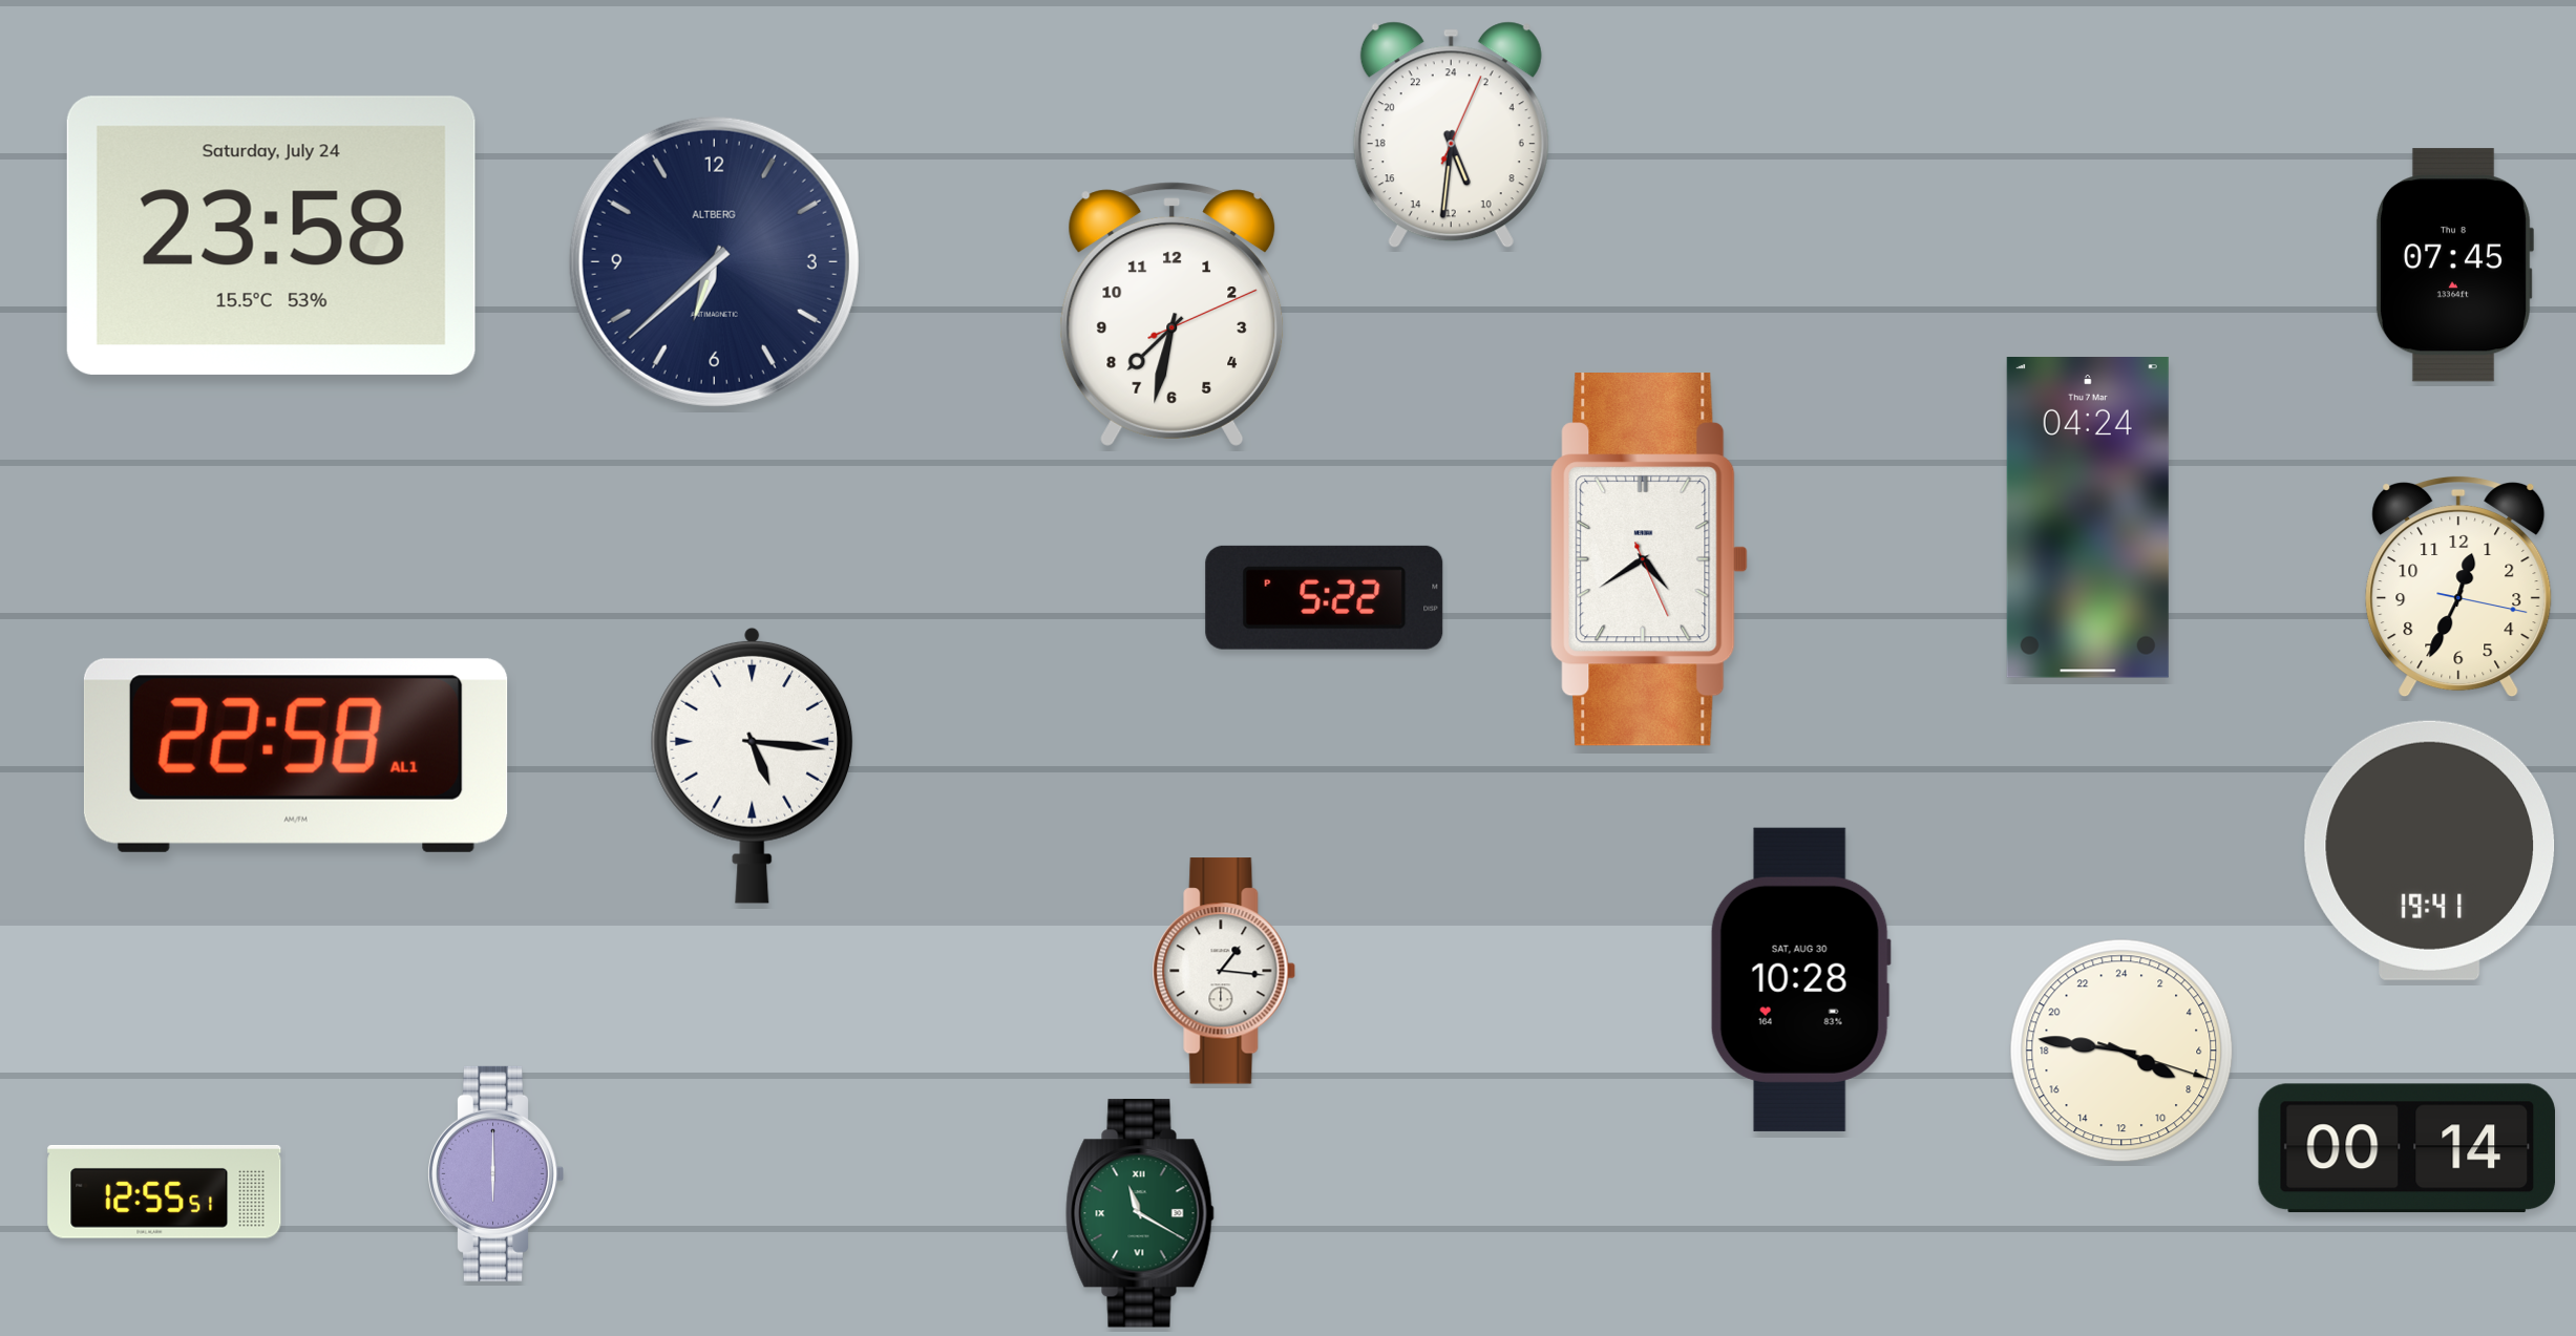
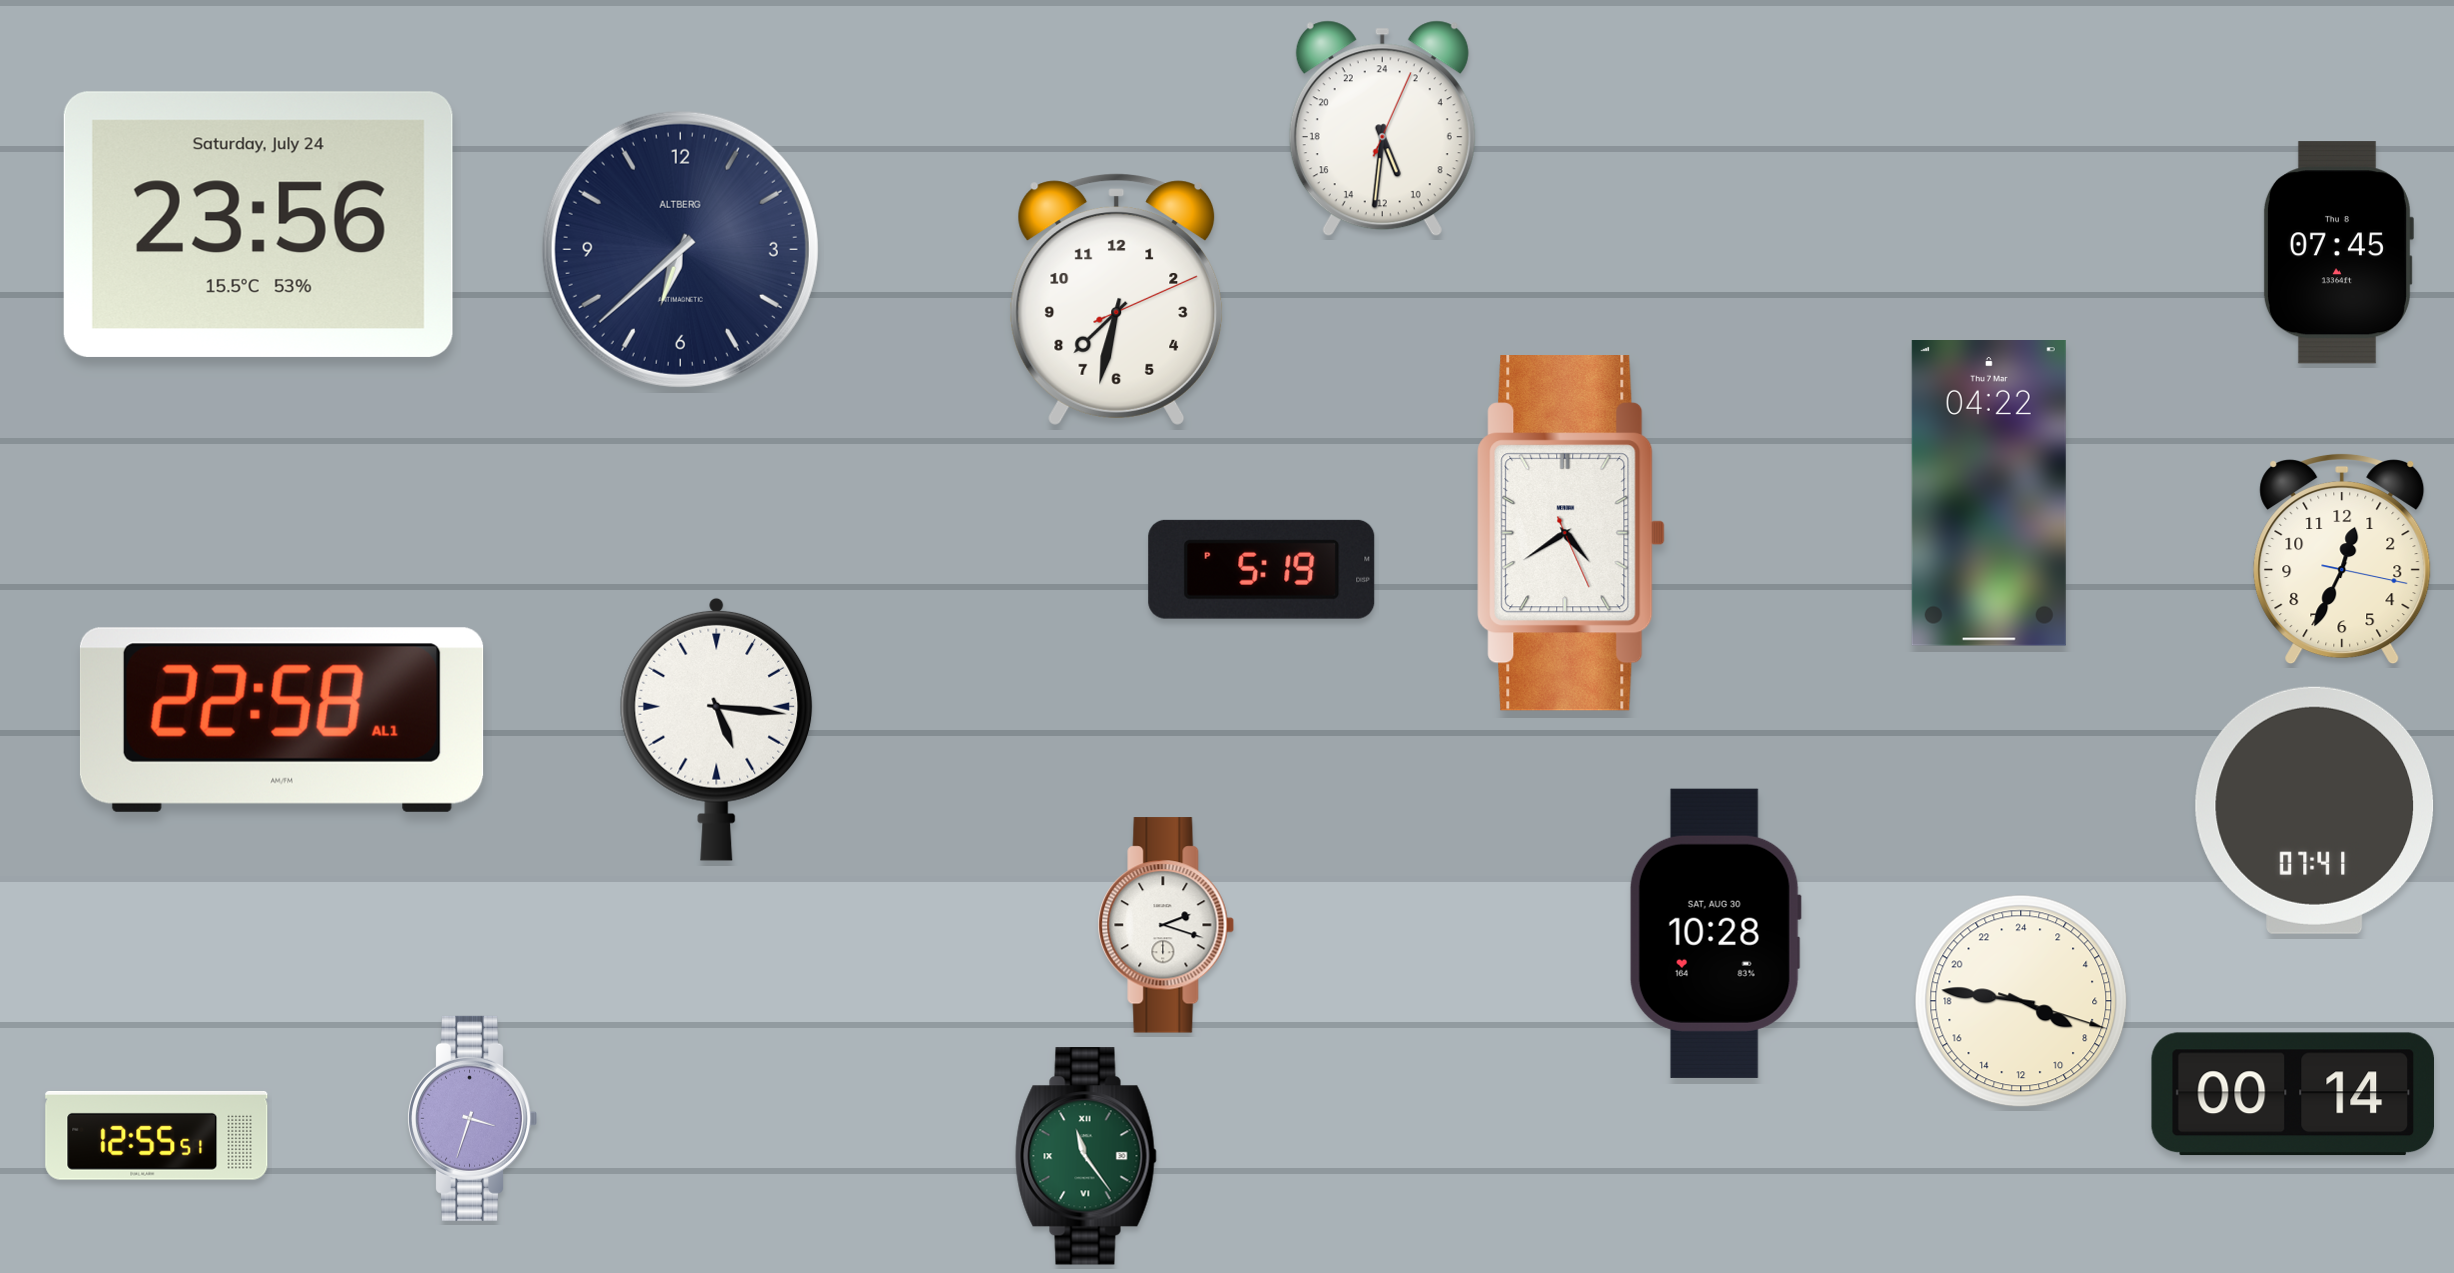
clock at (271, 235): 23:58 -> 23:56
clock at (2088, 518): 04:24 -> 04:22
clock at (1325, 597): 5:22 -> 5:19
clock at (2430, 850): 19:41 -> 07:41
clock at (1224, 971): 1:16 -> 2:18
clock at (497, 1173): 6:00 -> 3:33
clock at (1140, 1213): 11:20 -> 11:24
